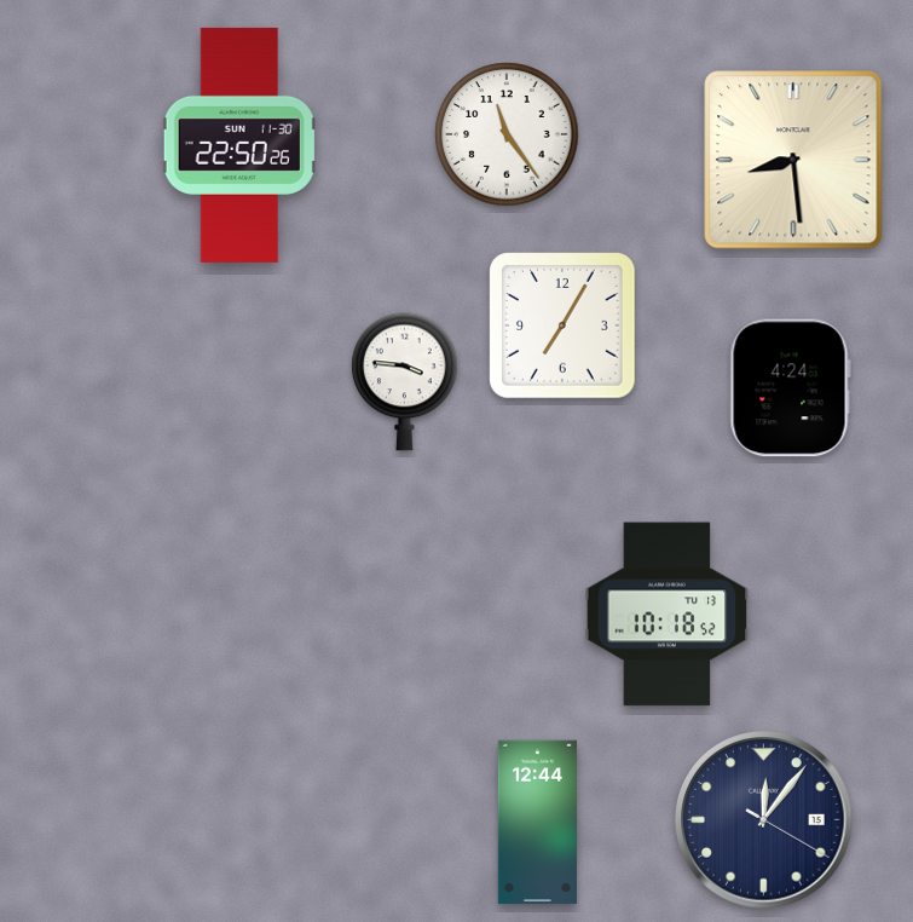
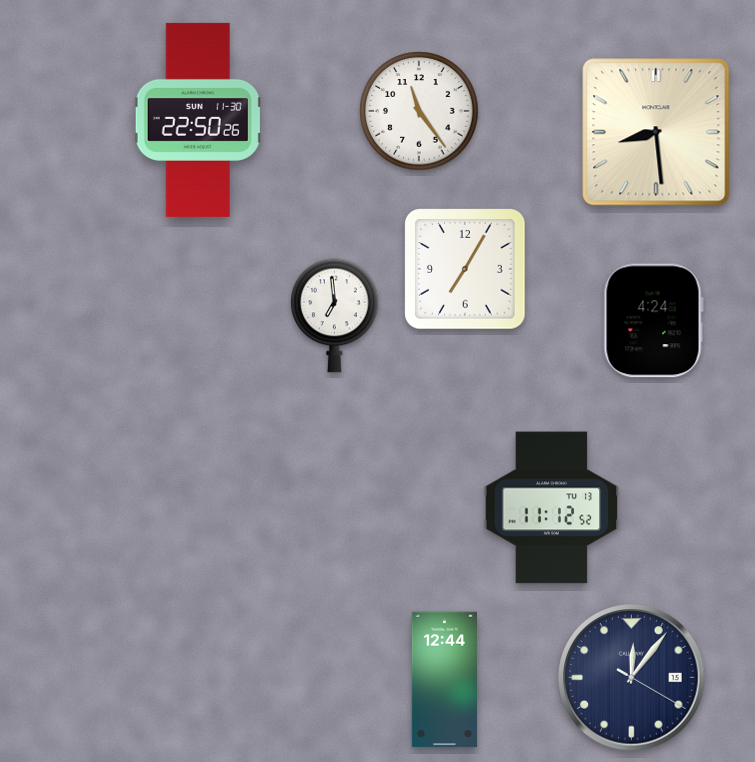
clock at (404, 382): 3:46 -> 6:59
clock at (668, 615): 10:18 -> 11:12
